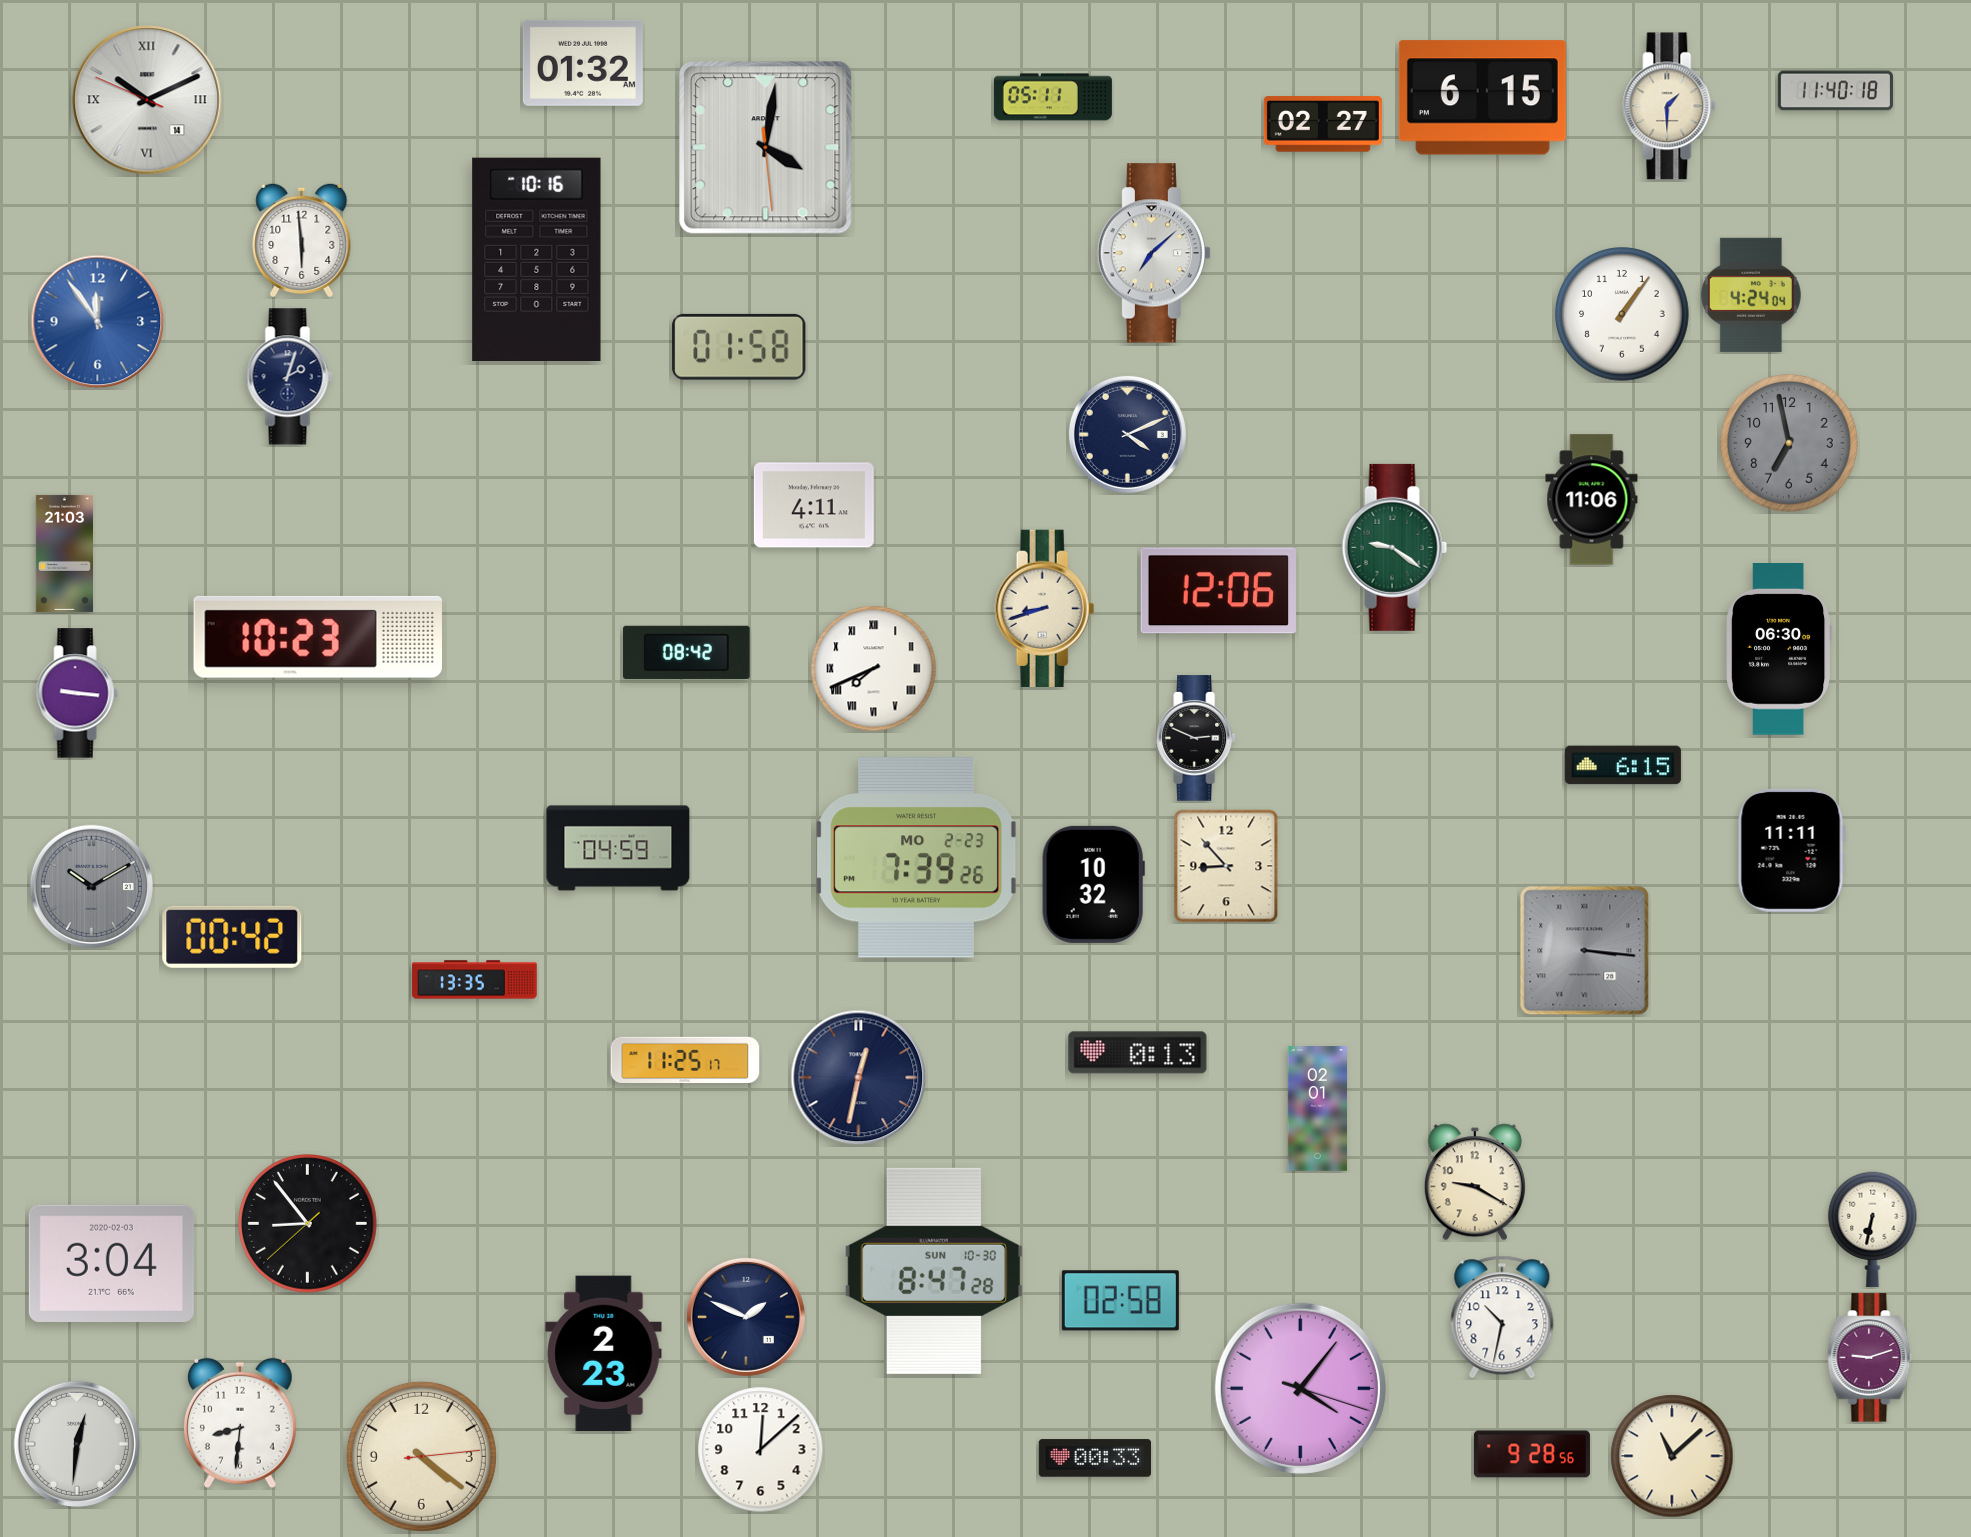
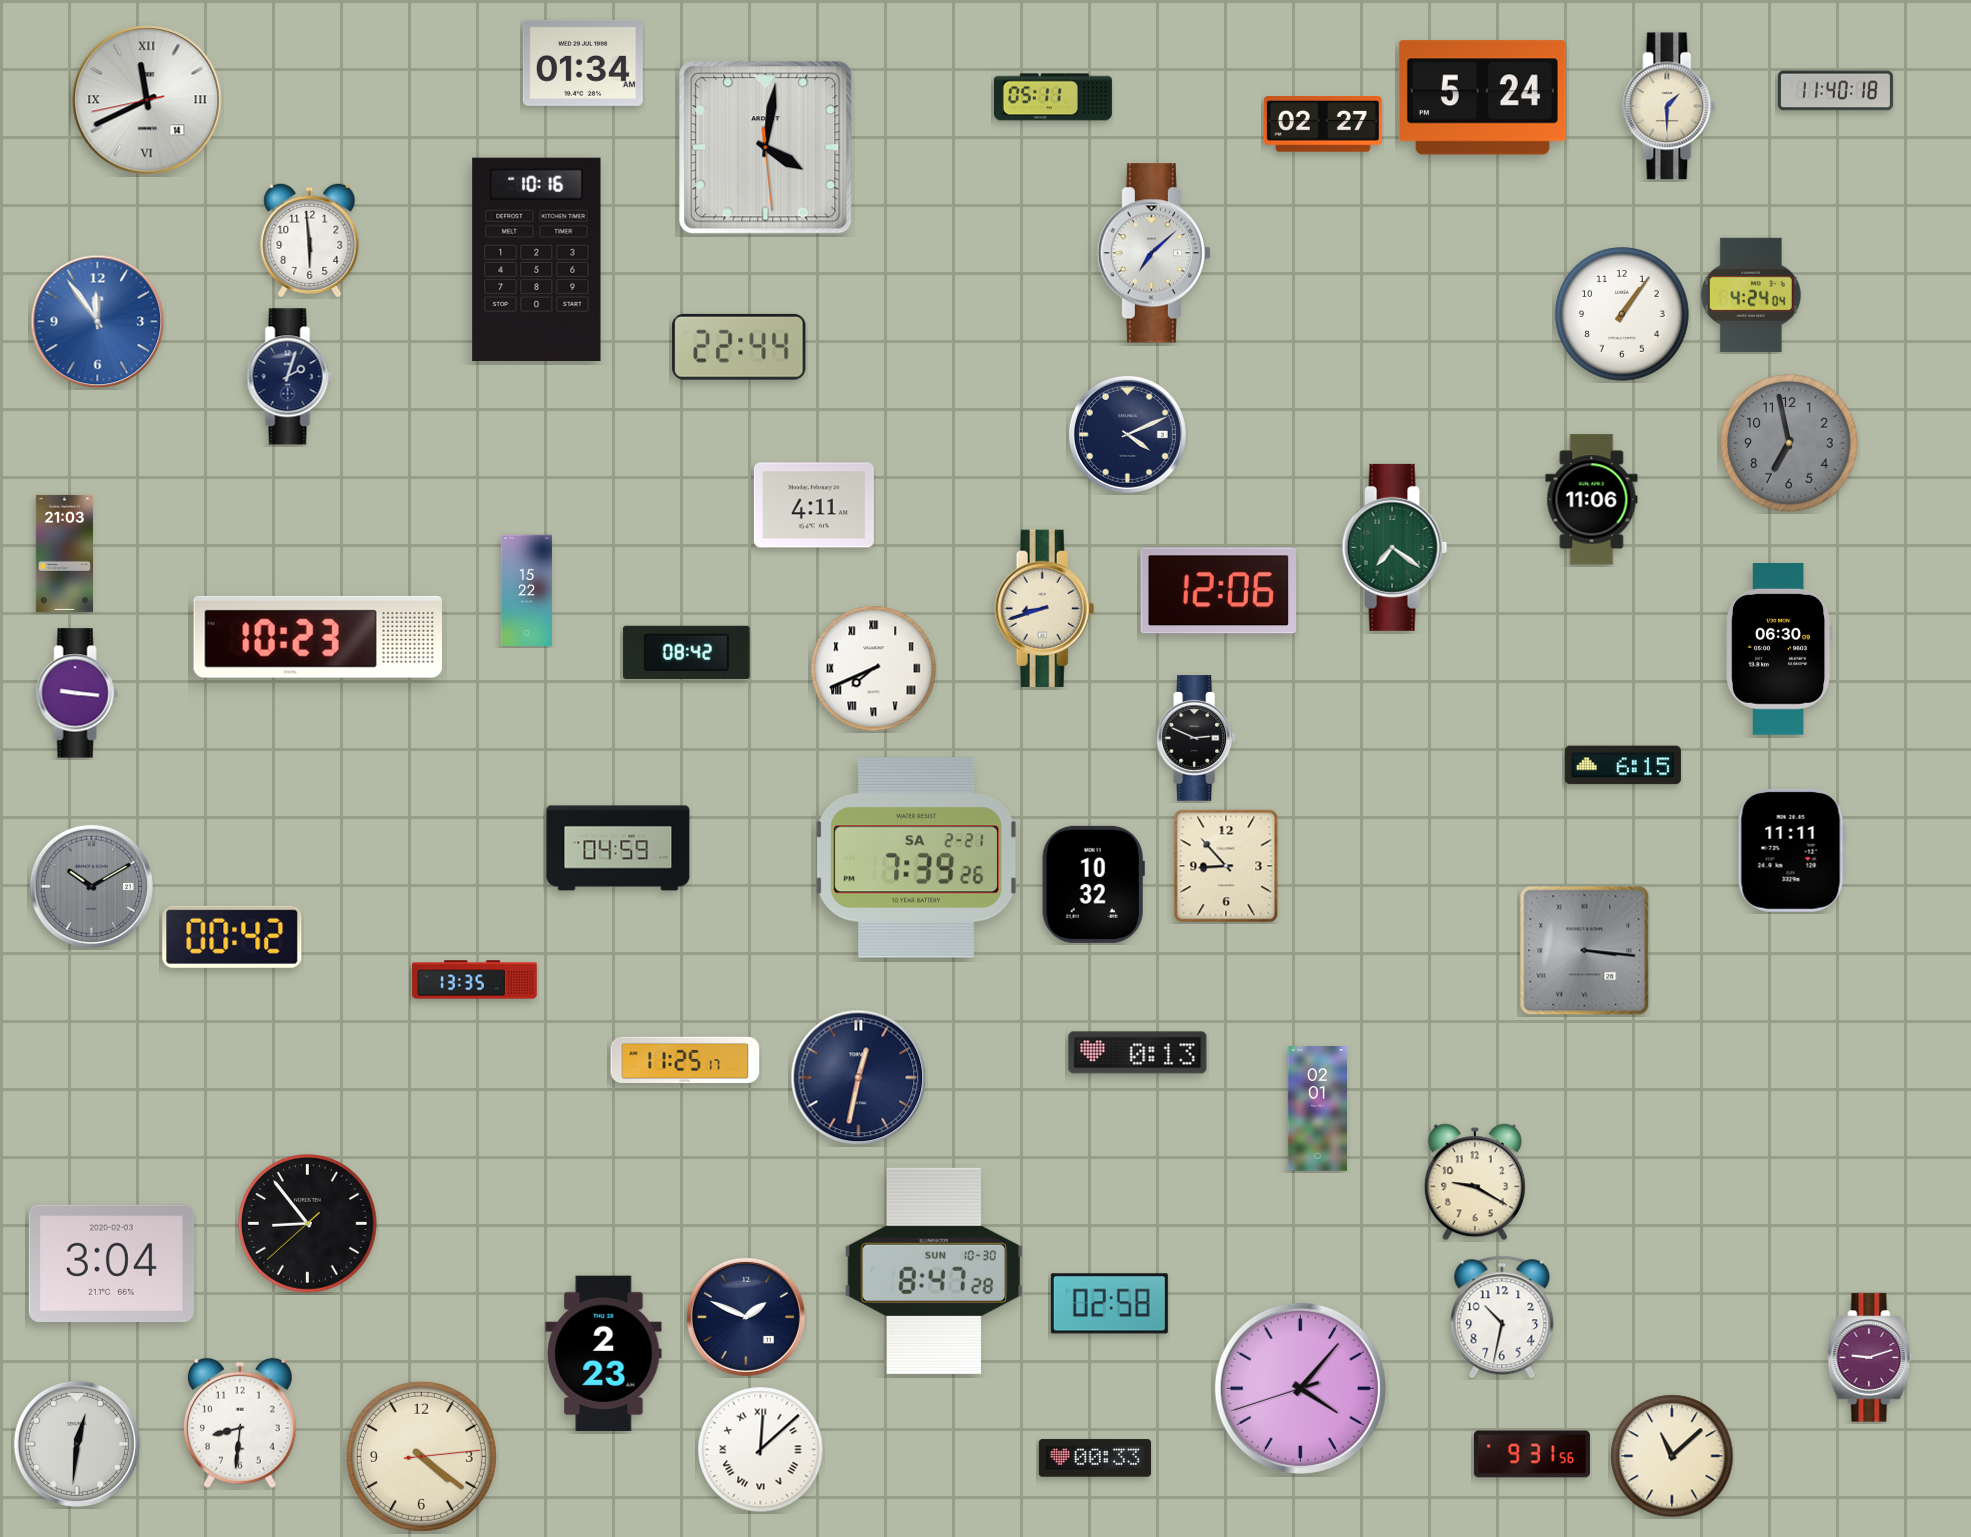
clock at (583, 63): 01:32 -> 01:34
clock at (1482, 98): 6:15 -> 5:24
clock at (147, 100): 10:10 -> 11:40
clock at (302, 240) position: (302, 240) -> (310, 240)
clock at (739, 347): 01:58 -> 22:44
clock at (1395, 547): 9:21 -> 7:21
clock at (526, 591): none -> 15:22
clock at (917, 858) date: MO 2-23 -> SA 2-21
clock at (1873, 1229): 6:32 -> none
clock at (1120, 1301) position: (1120, 1301) -> (1109, 1304)
clock at (1300, 1388): 4:06:18 -> 4:06:42
clock at (761, 1450) numerals: Arabic -> Roman
clock at (1532, 1454): 9:28 -> 9:31
